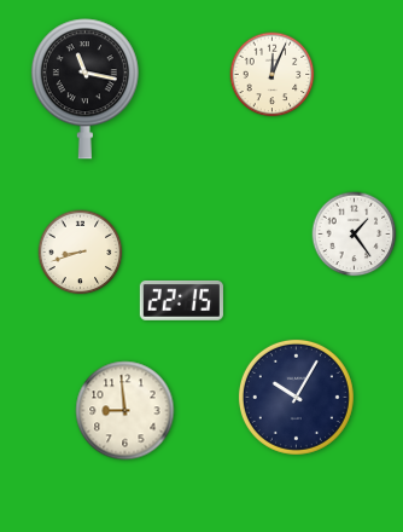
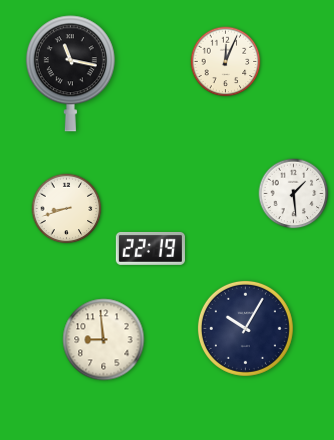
clock at (355, 235): 1:24 -> 1:29
clock at (181, 300): 22:15 -> 22:19
